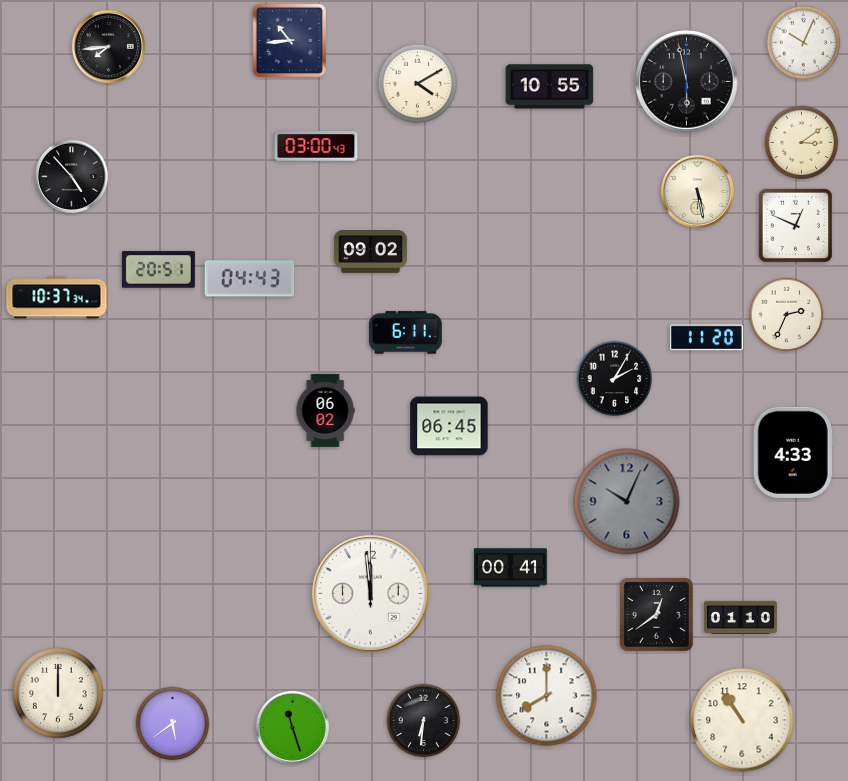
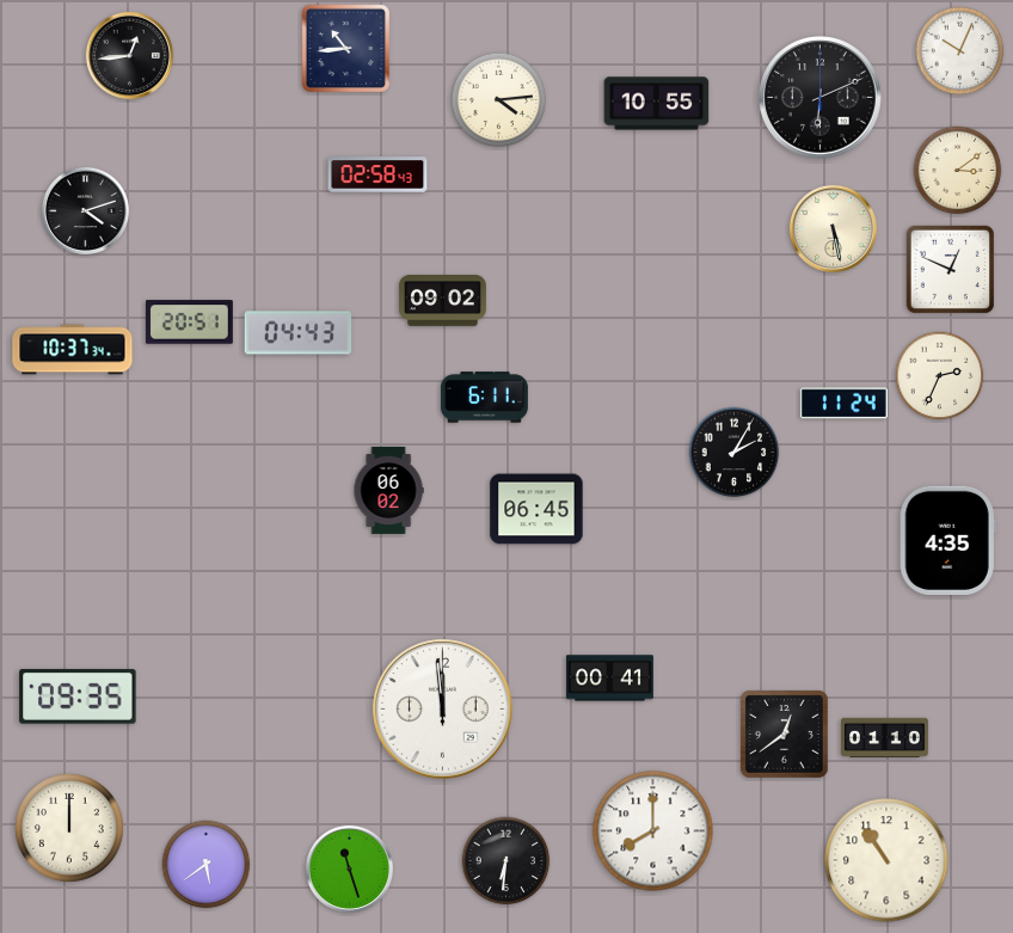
clock at (108, 46): 7:44 -> 12:44
clock at (687, 82): 5:58 -> 6:11
clock at (418, 84): 4:10 -> 4:14
clock at (316, 146): 03:00 -> 02:58
clock at (71, 176): 4:53 -> 4:12
clock at (57, 298) position: (57, 298) -> (73, 350)
clock at (706, 338): 11:20 -> 11:24
clock at (793, 452): 4:33 -> 4:35
clock at (627, 502): 10:04 -> none
clock at (78, 698): none -> 09:35
